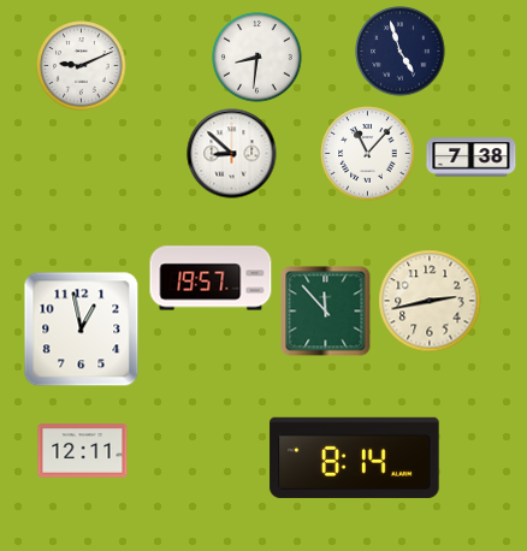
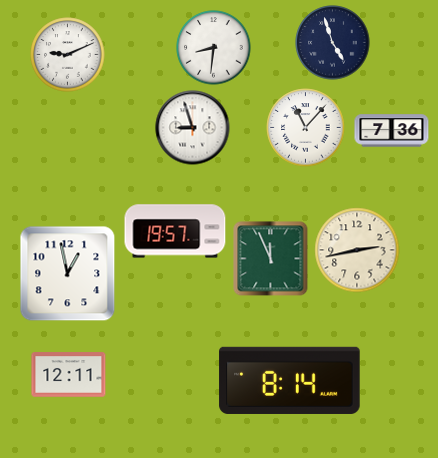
clock at (232, 154): 8:52 -> 8:57
clock at (472, 158): 7:38 -> 7:36
clock at (326, 312): 11:53 -> 11:56
clock at (355, 457) position: (355, 457) -> (290, 380)
